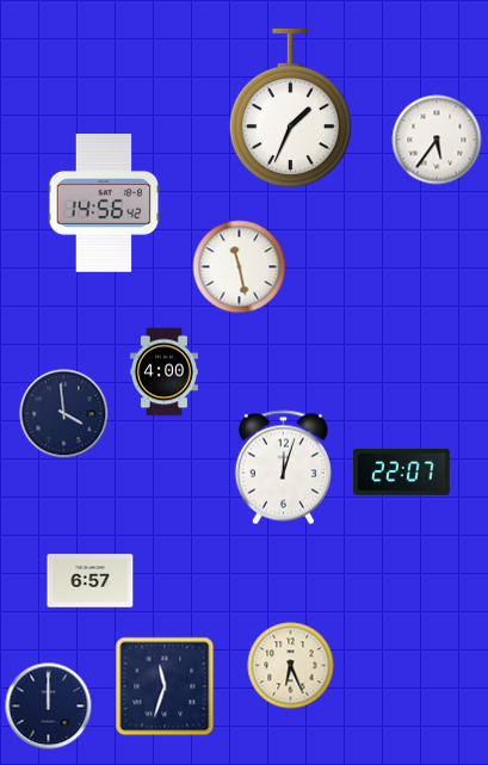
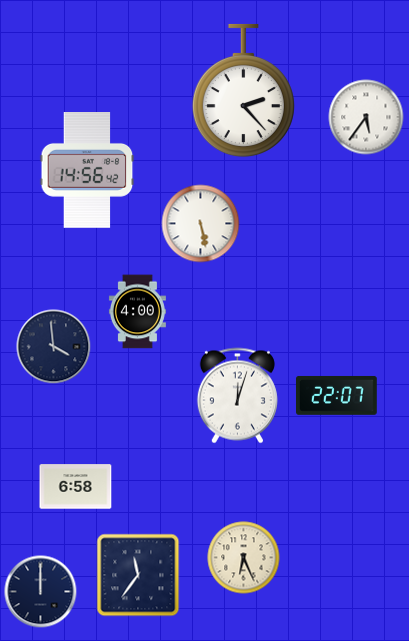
clock at (290, 109): 1:34 -> 2:23
clock at (240, 267): 11:28 -> 5:28
clock at (283, 468) position: (283, 468) -> (237, 396)
clock at (91, 581): 6:57 -> 6:58
clock at (165, 686): 11:33 -> 11:36
